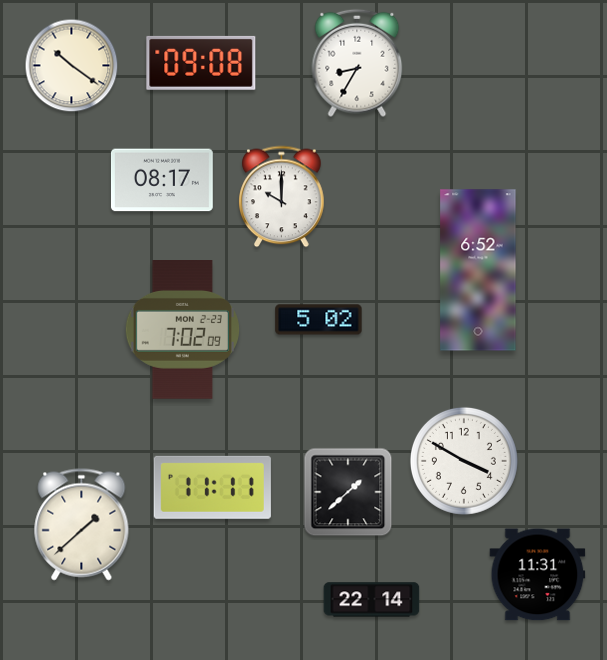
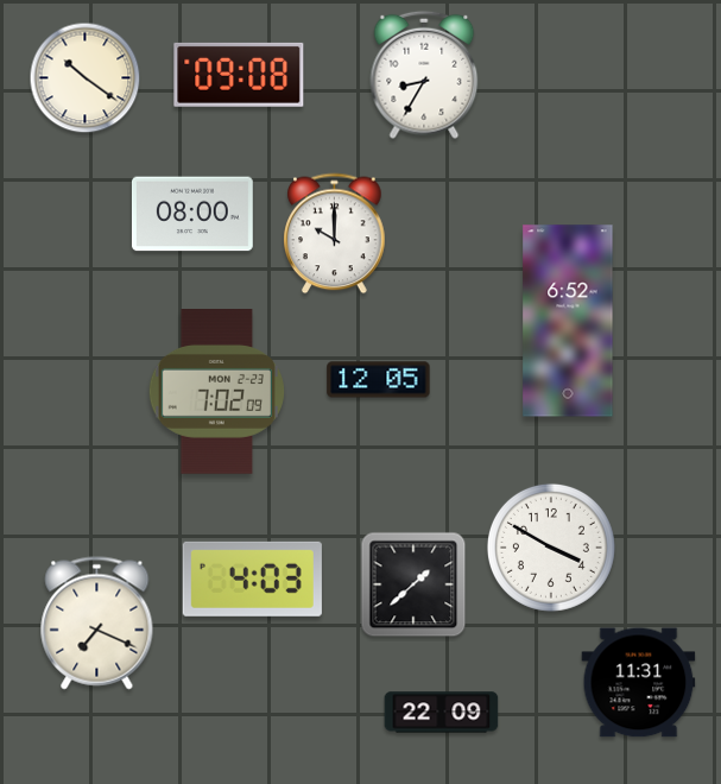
clock at (162, 180): 08:17 -> 08:00
clock at (319, 320): 5:02 -> 12:05
clock at (212, 487): 11:11 -> 4:03
clock at (82, 525): 1:38 -> 7:19
clock at (372, 600): 22:14 -> 22:09
